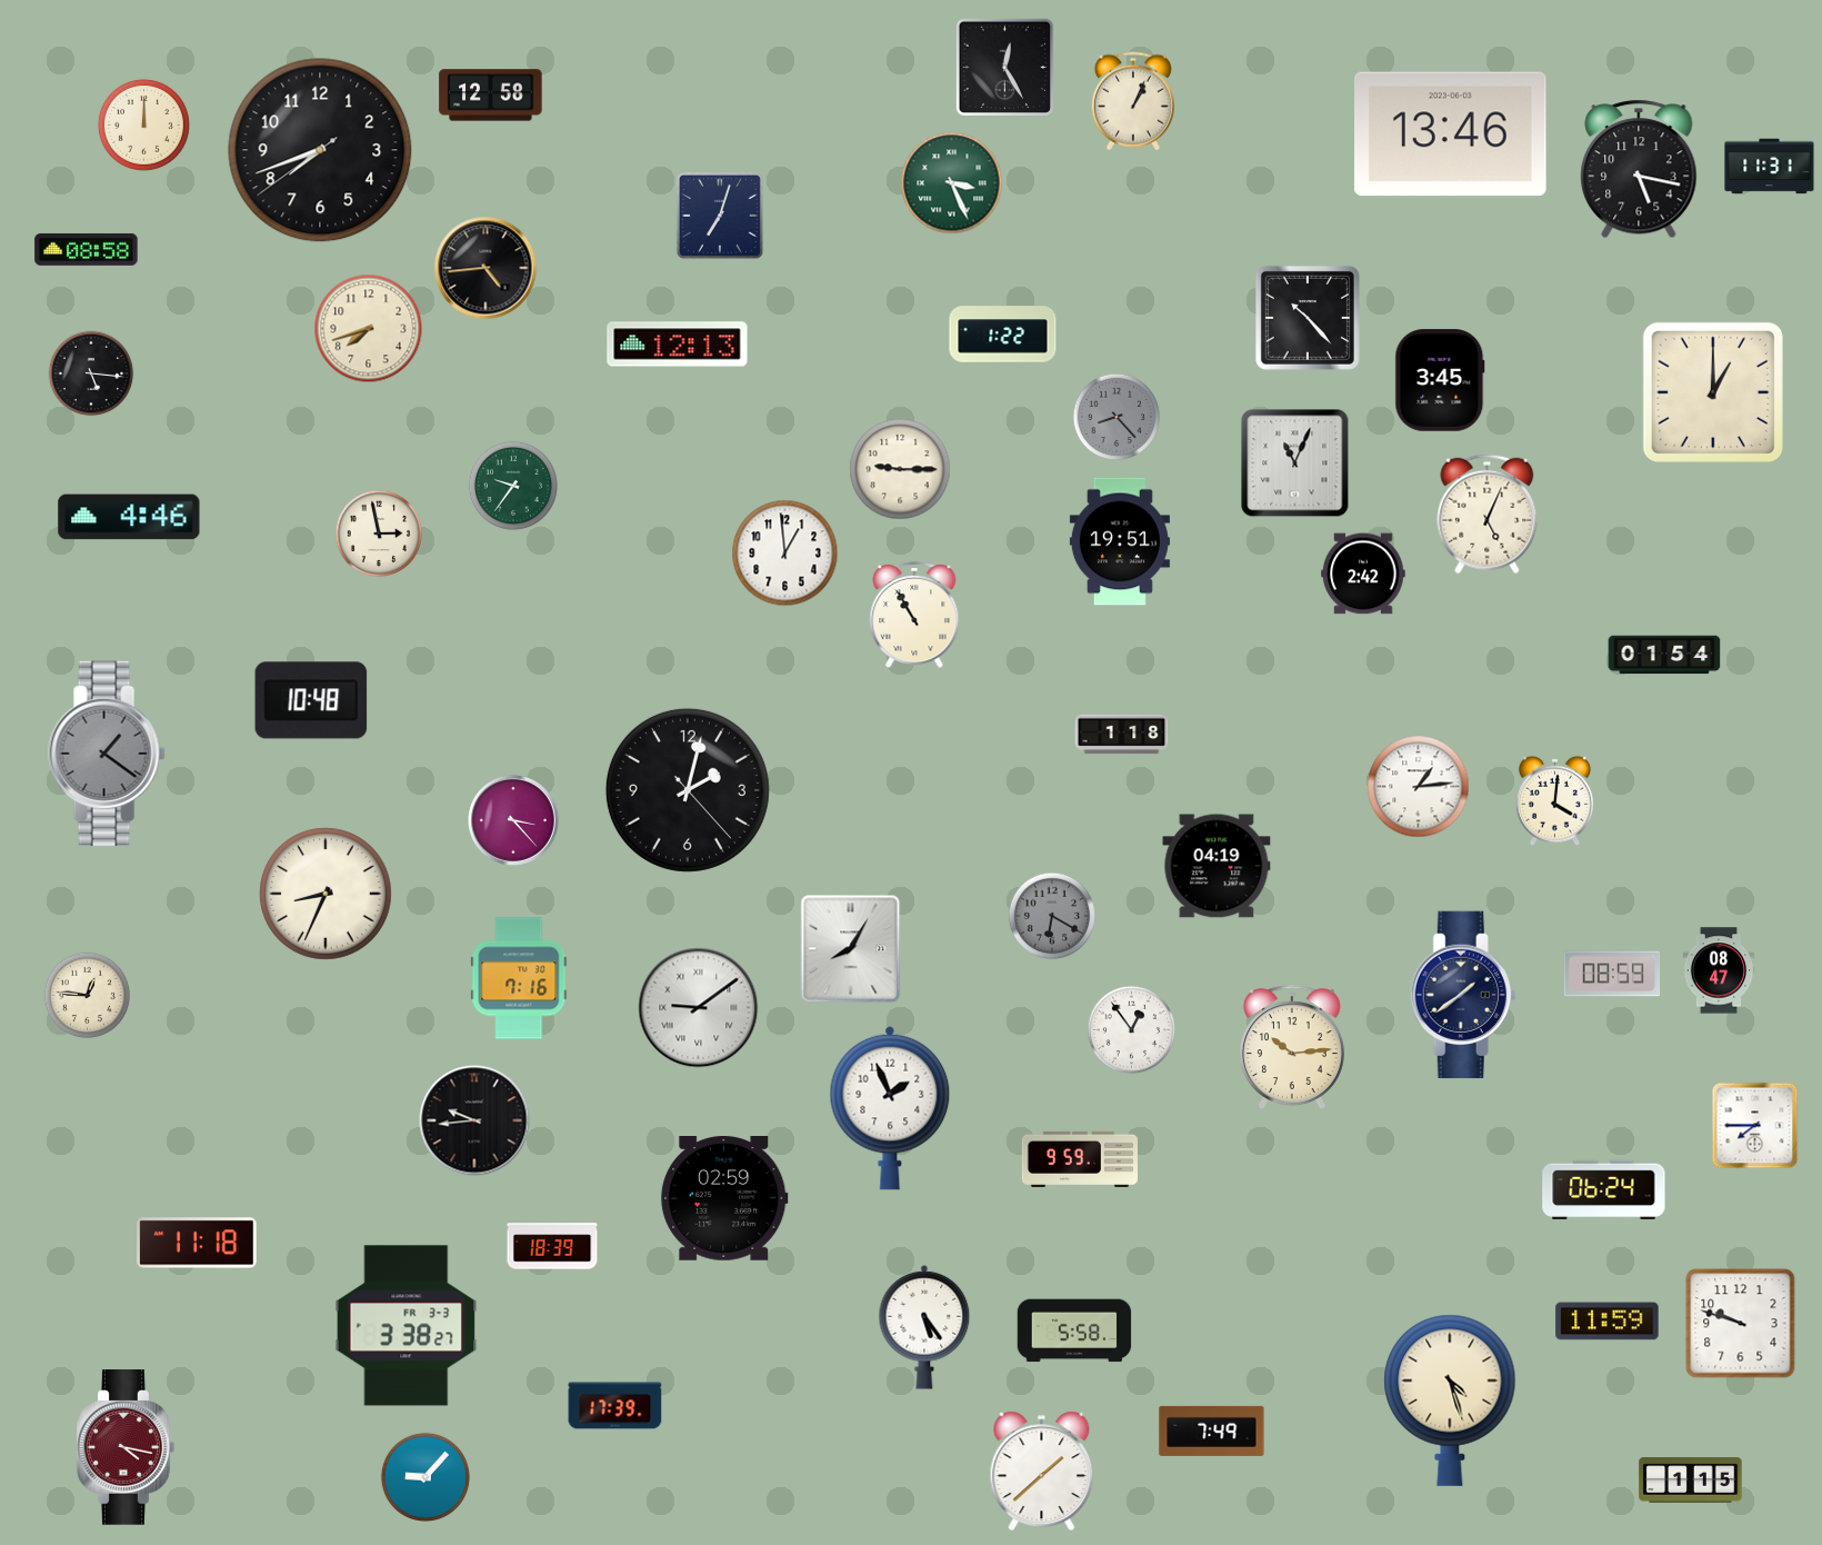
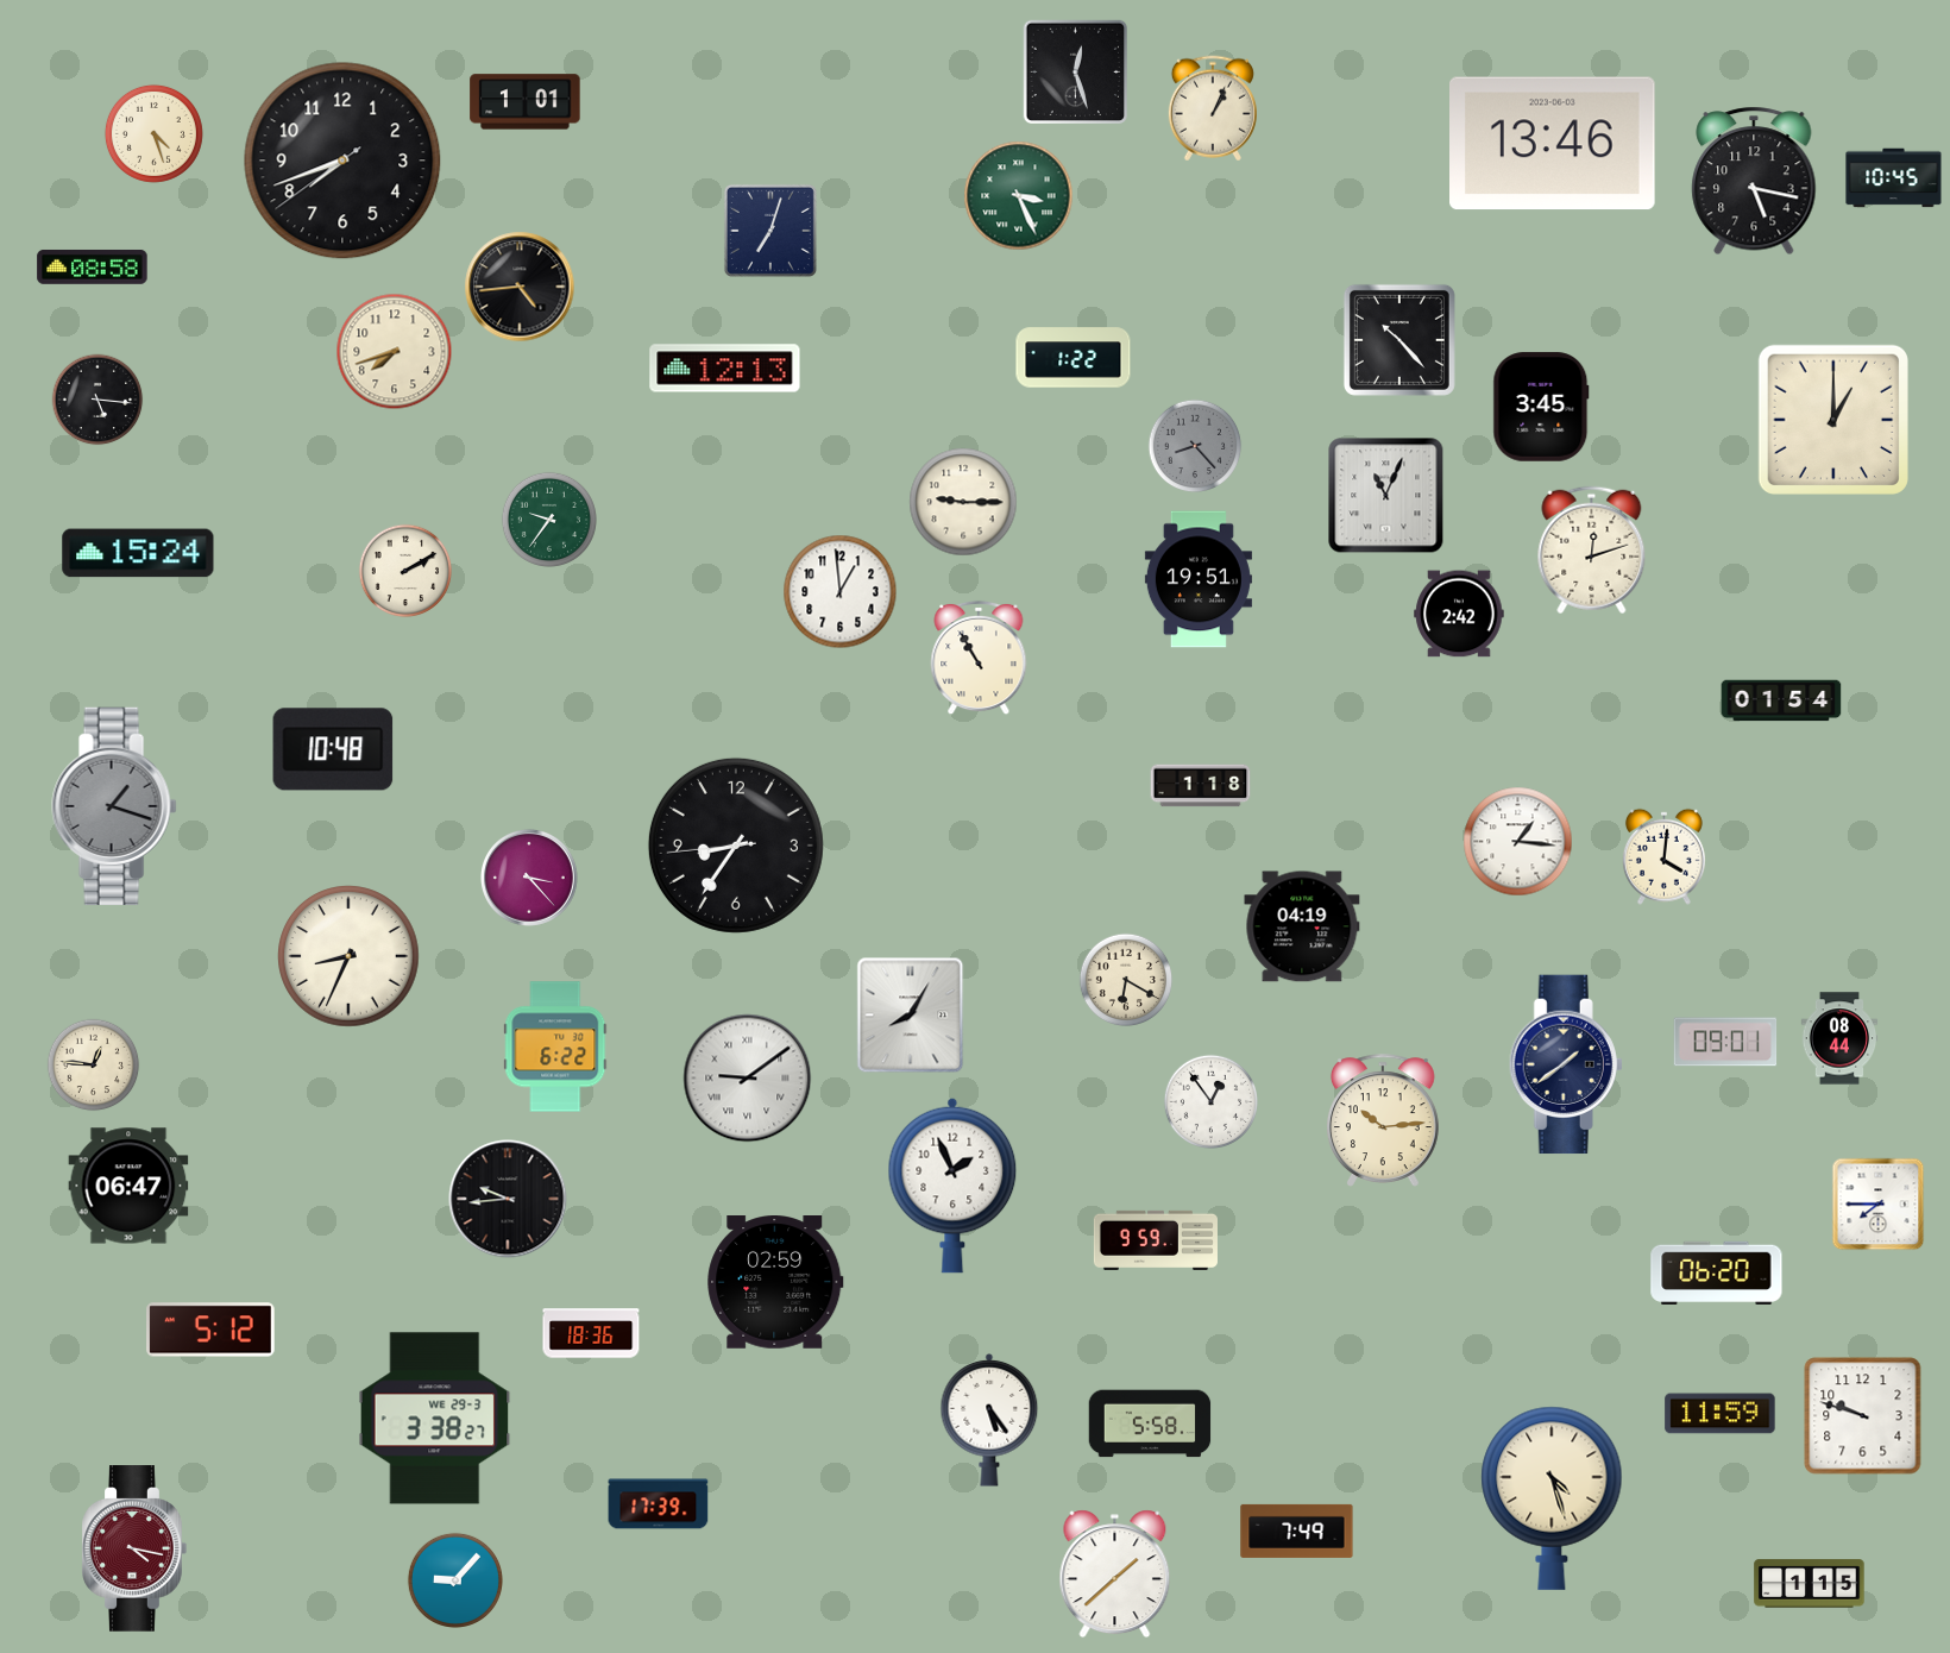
clock at (1005, 68): 12:25 -> 12:27
clock at (491, 96): 12:58 -> 1:01
clock at (143, 124): 12:00 -> 4:27
clock at (1770, 167): 11:31 -> 10:45
clock at (1488, 515): 5:04 -> 12:12
clock at (129, 517): 4:46 -> 15:24
clock at (379, 534): 2:58 -> 2:10
clock at (107, 754): 1:21 -> 1:18
clock at (1419, 787): 1:14 -> 1:16
clock at (688, 790): 2:02 -> 8:35
clock at (514, 821) position: (514, 821) -> (530, 879)
clock at (1052, 916) dial: grey -> cream
clock at (1719, 970): 08:47 -> 08:44
clock at (1612, 974): 08:59 -> 09:01
clock at (519, 978): 7:16 -> 6:22
clock at (128, 1186): none -> 06:47
clock at (1604, 1189): 06:24 -> 06:20
clock at (197, 1243): 11:18 -> 5:12
clock at (552, 1246): 18:39 -> 18:36
clock at (407, 1326) date: FR 3-3 -> WE 29-3
